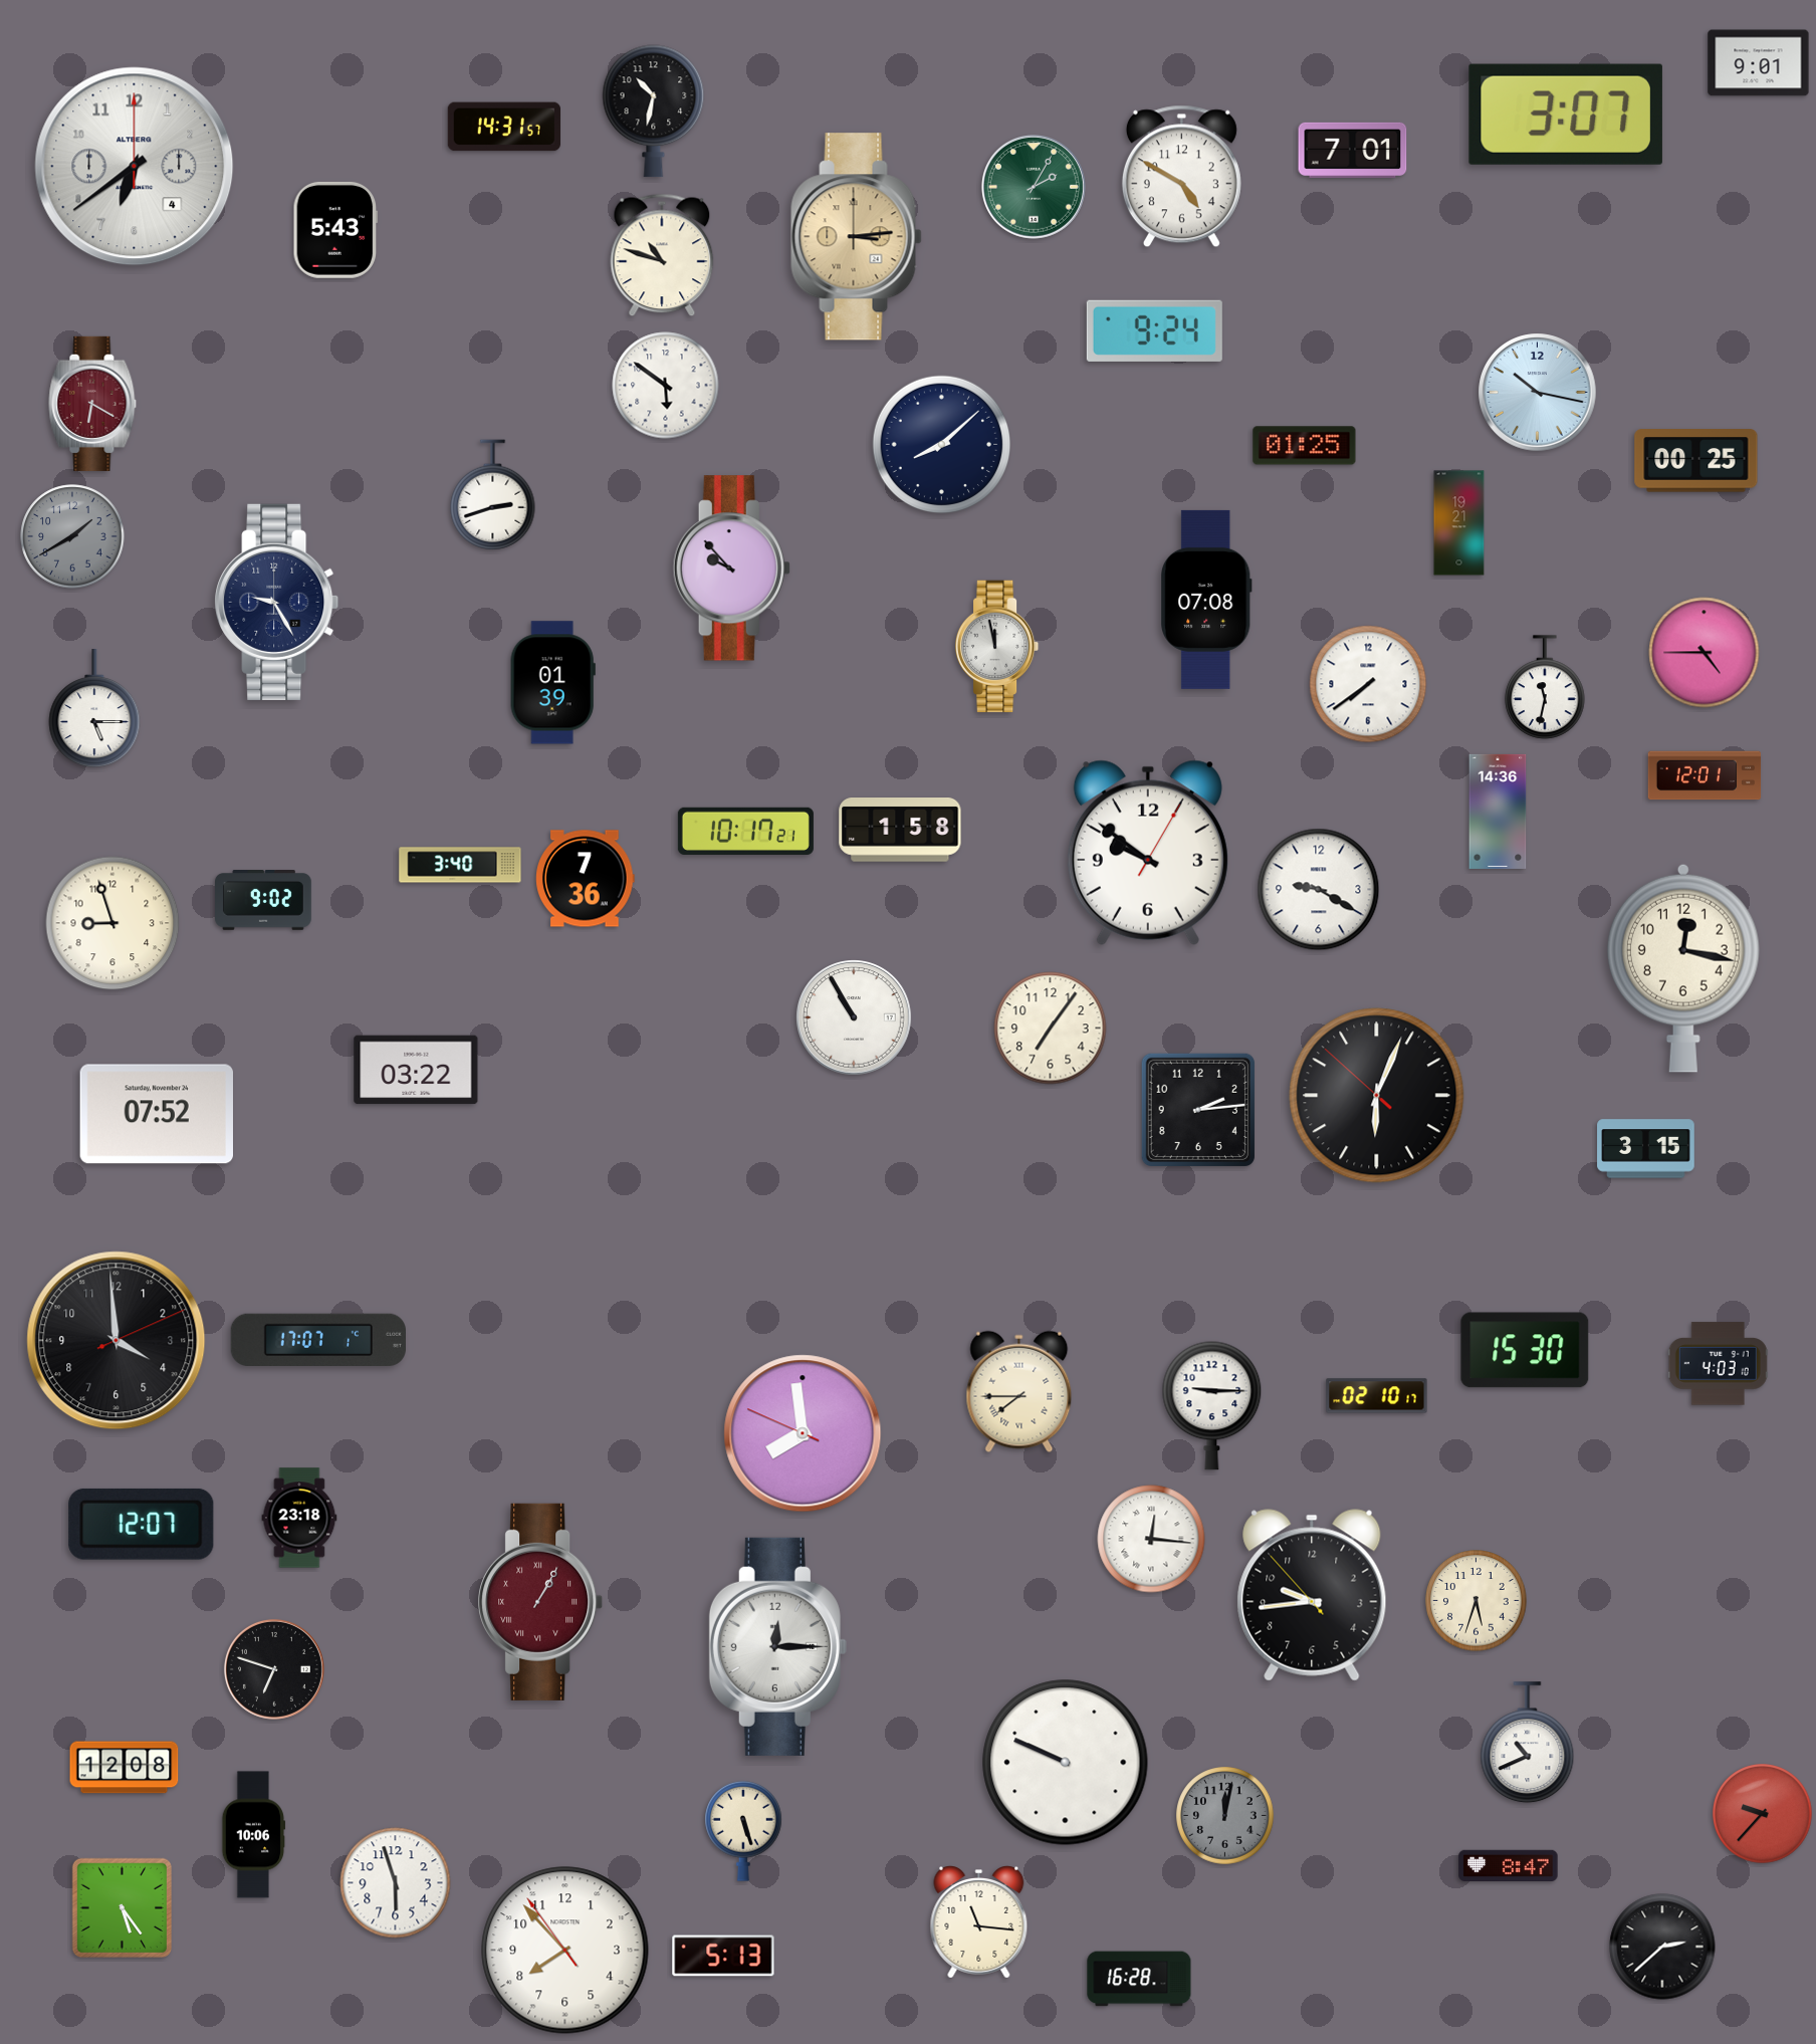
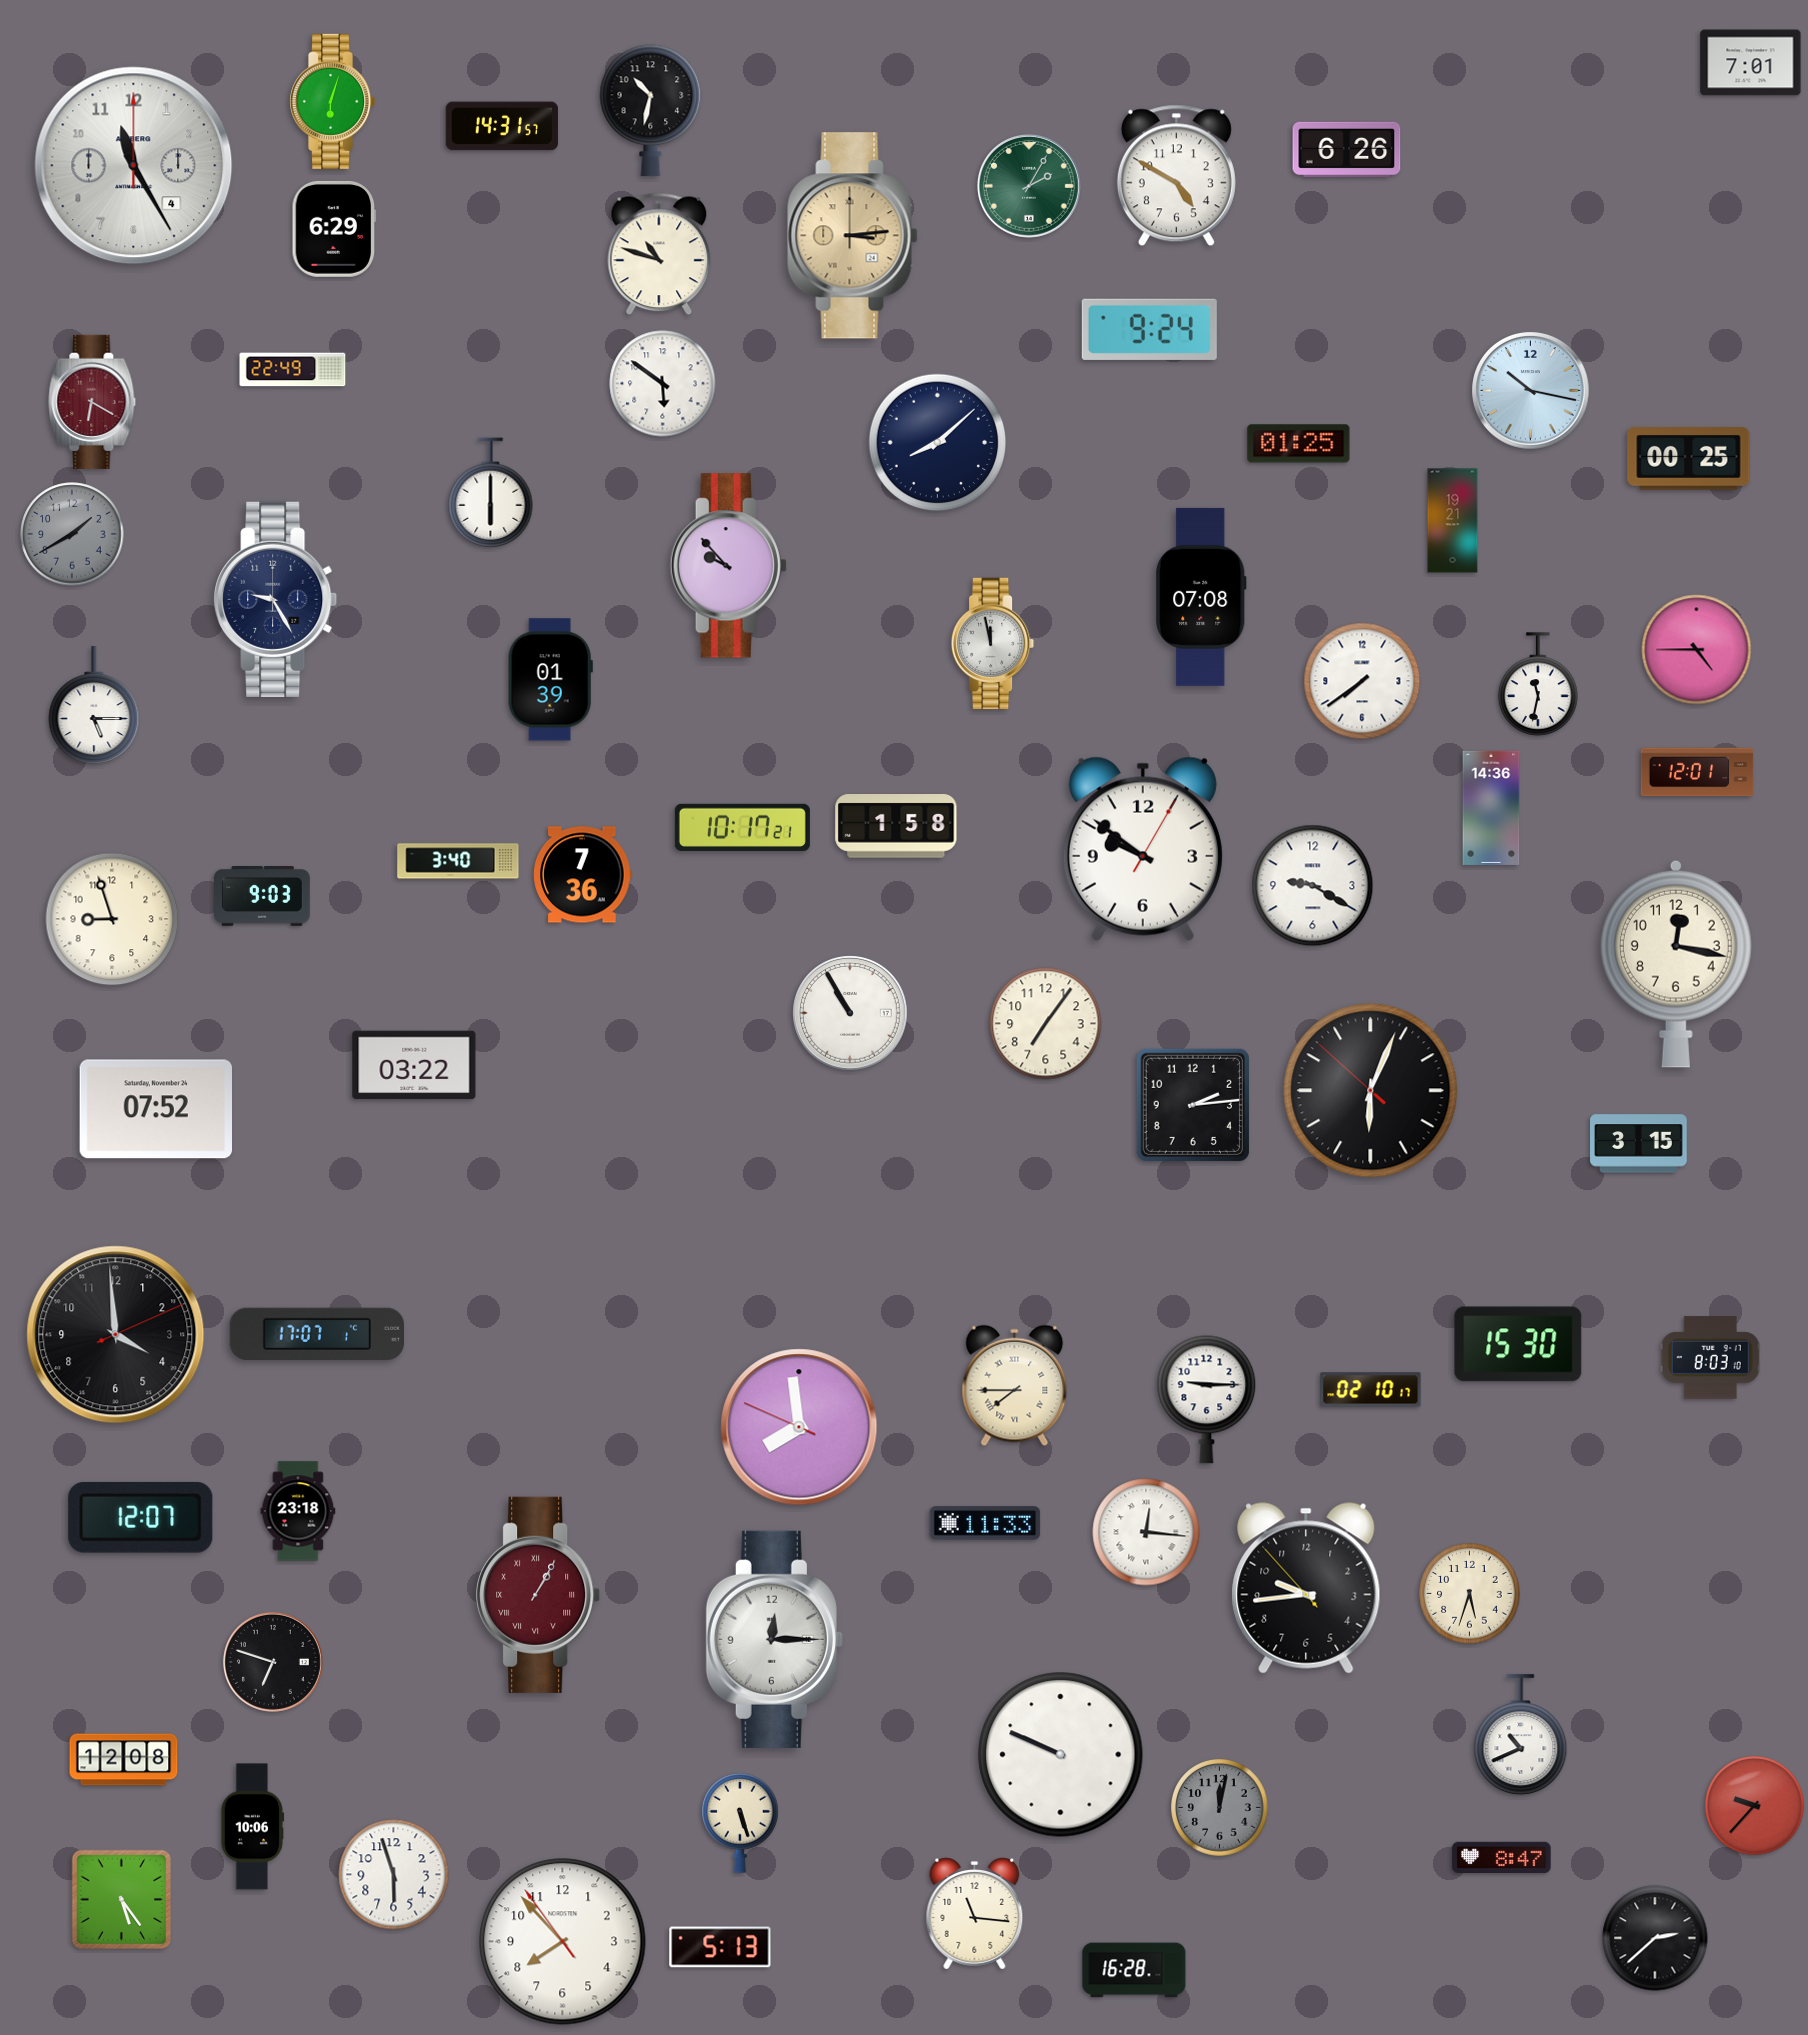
clock at (1759, 63): 9:01 -> 7:01
clock at (333, 101): none -> 6:03
clock at (1566, 115): 3:07 -> none
clock at (1353, 150): 7:01 -> 6:26
clock at (135, 167): 6:39 -> 11:25
clock at (335, 230): 5:43 -> 6:29
clock at (293, 370): none -> 22:49
clock at (493, 495): 2:42 -> 6:00
clock at (264, 901): 9:02 -> 9:03
clock at (1718, 1364): 4:03 -> 8:03
clock at (985, 1523): none -> 11:33
